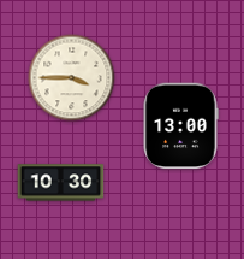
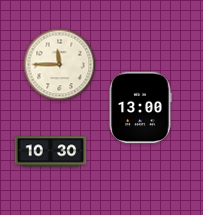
clock at (72, 78): 3:45 -> 11:45
clock at (180, 126) position: (180, 126) -> (140, 108)
